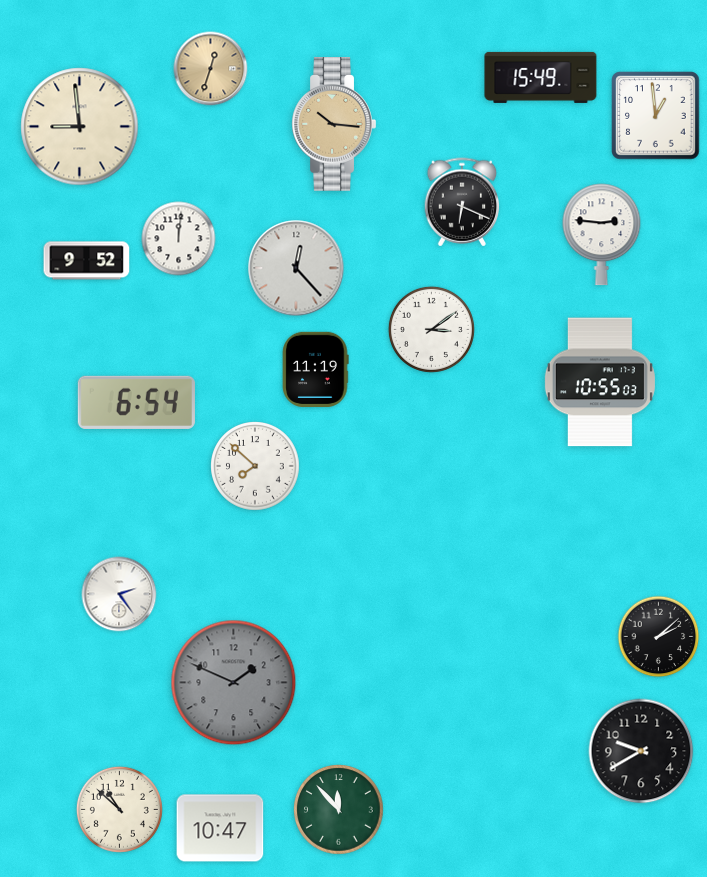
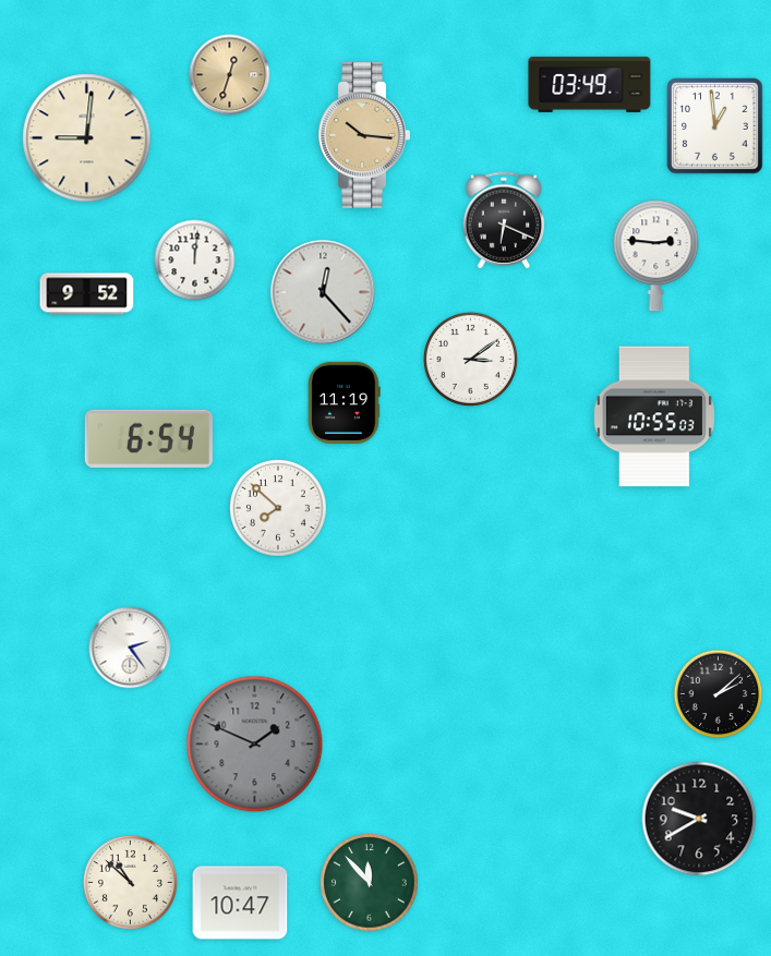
clock at (541, 77): 15:49 -> 03:49
clock at (80, 127): 8:59 -> 9:01
clock at (87, 261) position: (87, 261) -> (87, 294)
